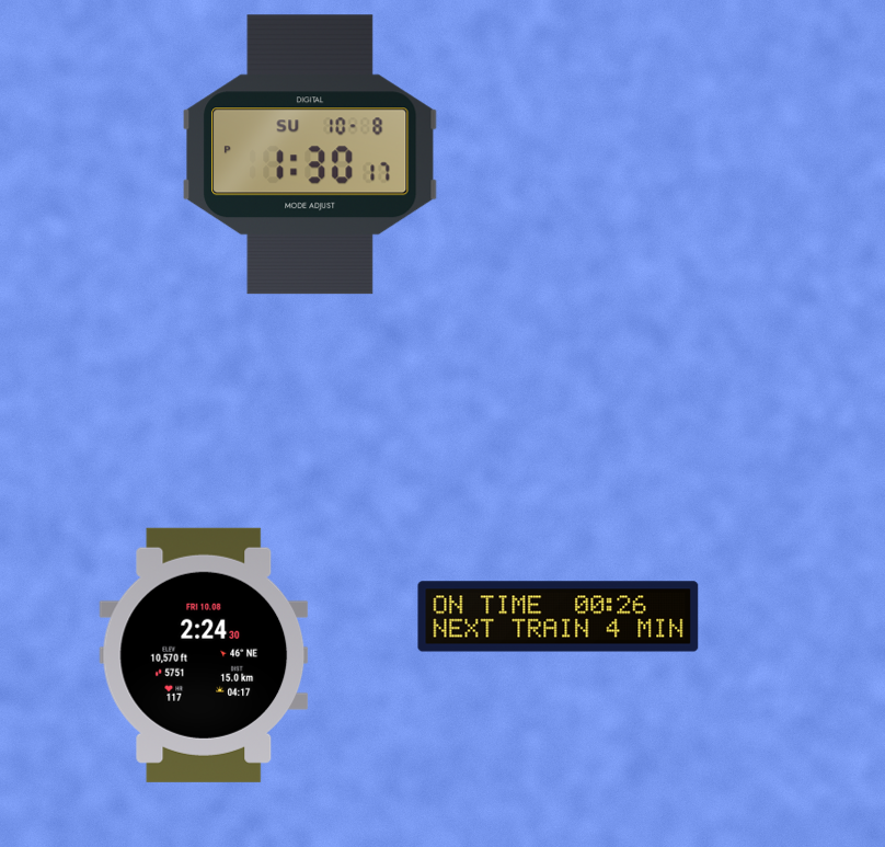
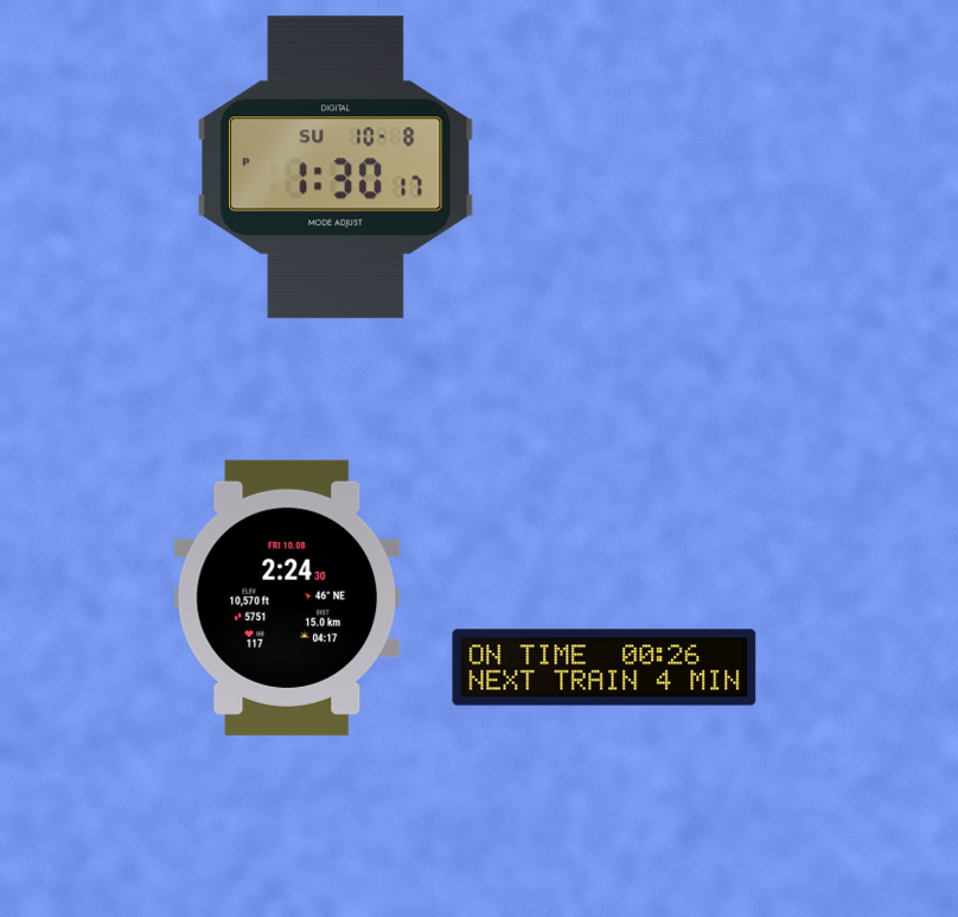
clock at (204, 655) position: (204, 655) -> (287, 598)
